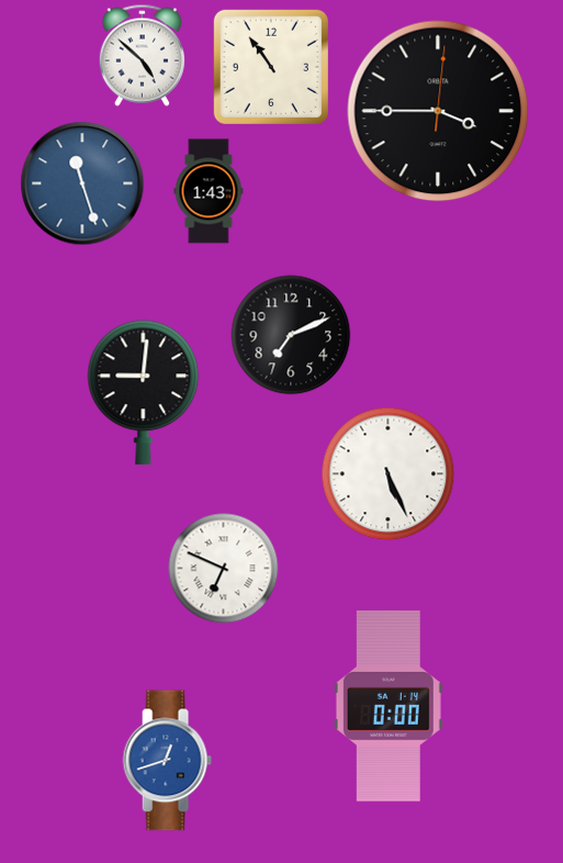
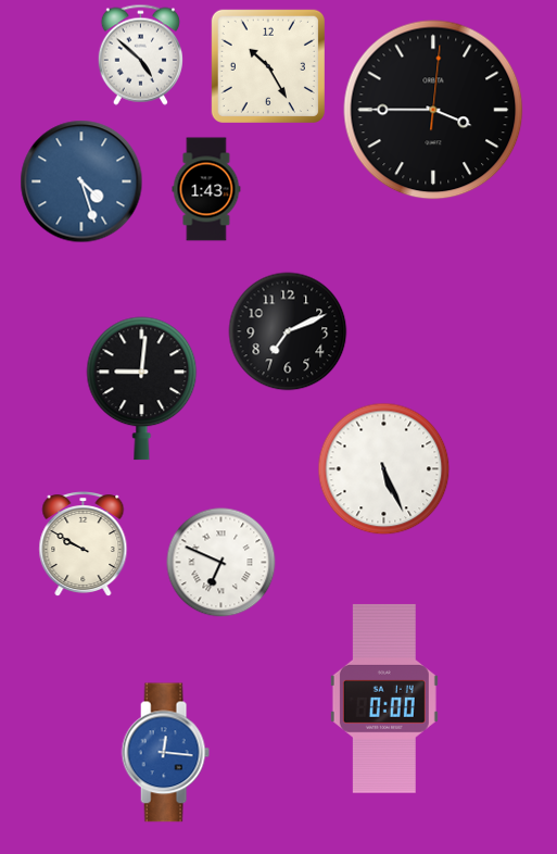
clock at (271, 67): 10:54 -> 10:25
clock at (82, 183): 11:27 -> 4:27
clock at (84, 544): none -> 9:50
clock at (167, 761): 12:42 -> 12:16
